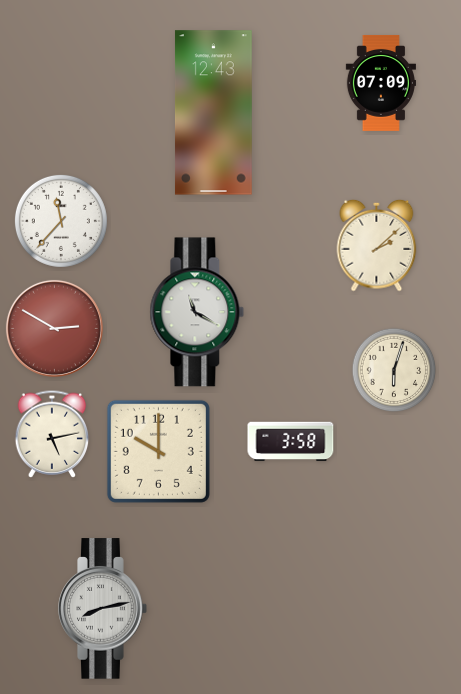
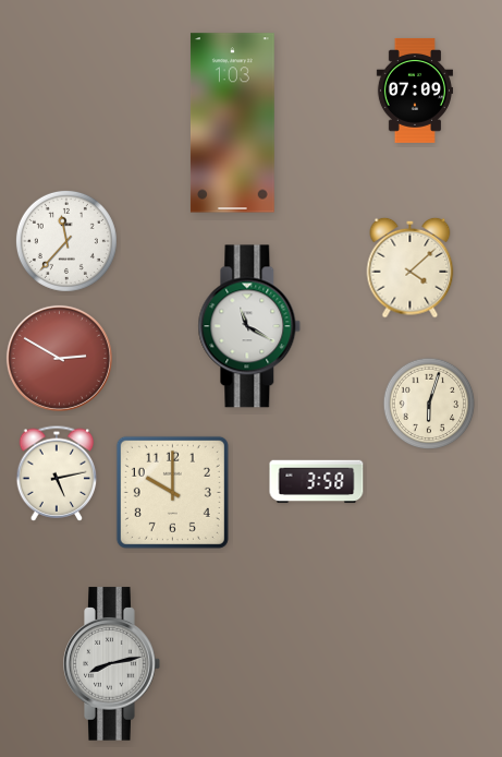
clock at (213, 113): 12:43 -> 1:03
clock at (377, 245): 2:08 -> 4:08
clock at (197, 312) position: (197, 312) -> (249, 326)
